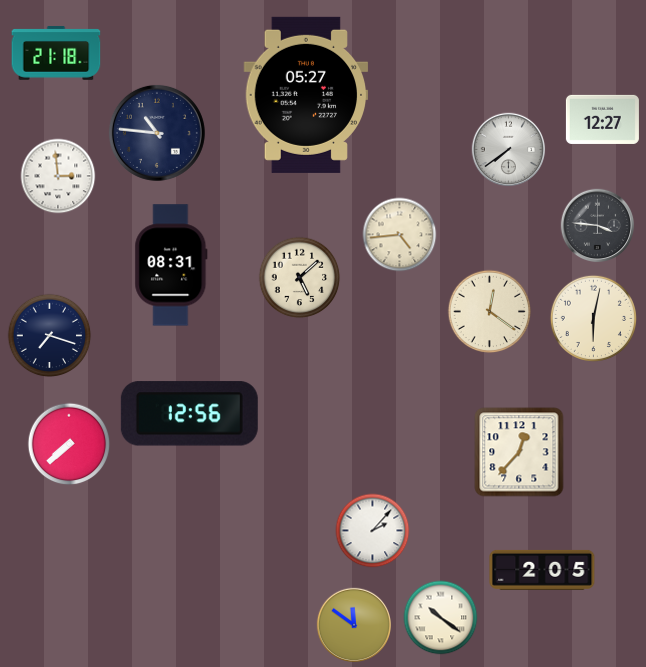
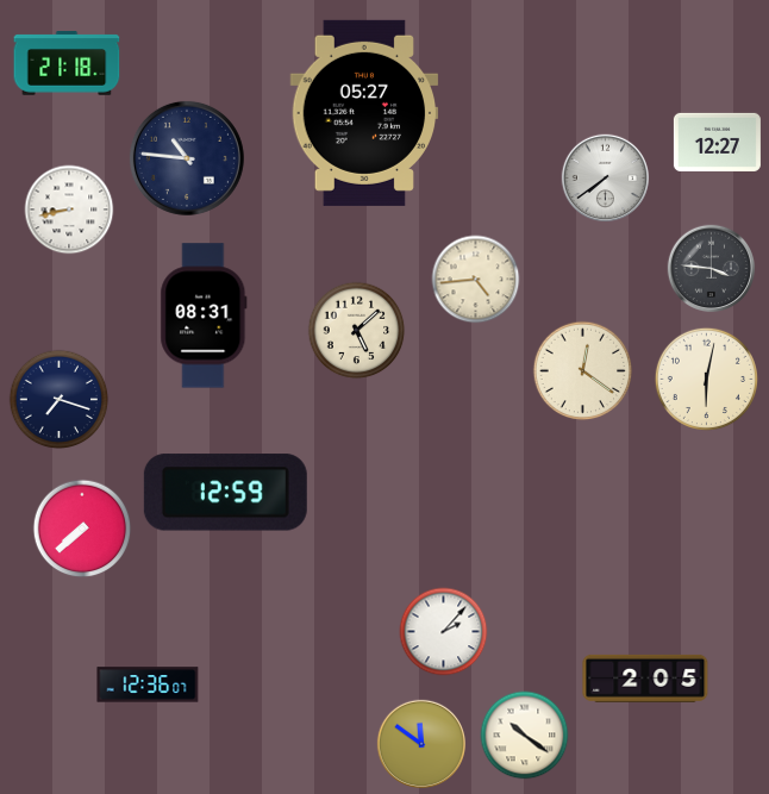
clock at (58, 176): 2:59 -> 8:43
clock at (189, 414): 12:56 -> 12:59
clock at (519, 452): 12:37 -> none
clock at (148, 684): none -> 12:36
